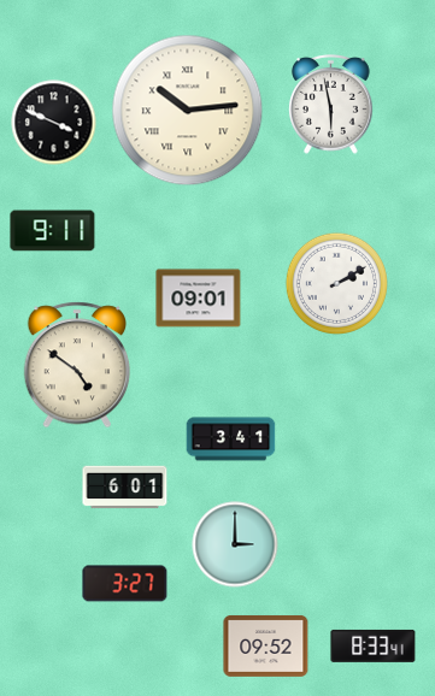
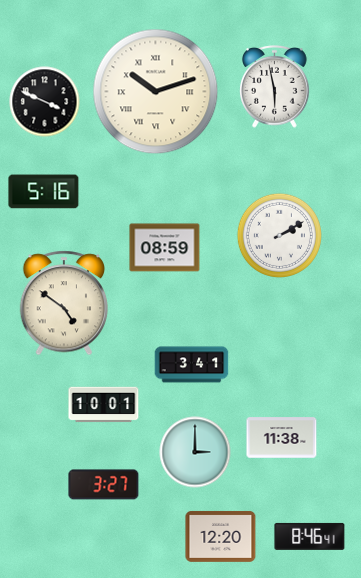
clock at (188, 111): 10:14 -> 10:12
clock at (53, 231): 9:11 -> 5:16
clock at (199, 299): 09:01 -> 08:59
clock at (125, 488): 6:01 -> 10:01
clock at (282, 438): none -> 11:38
clock at (266, 645): 09:52 -> 12:20
clock at (374, 645): 8:33 -> 8:46
